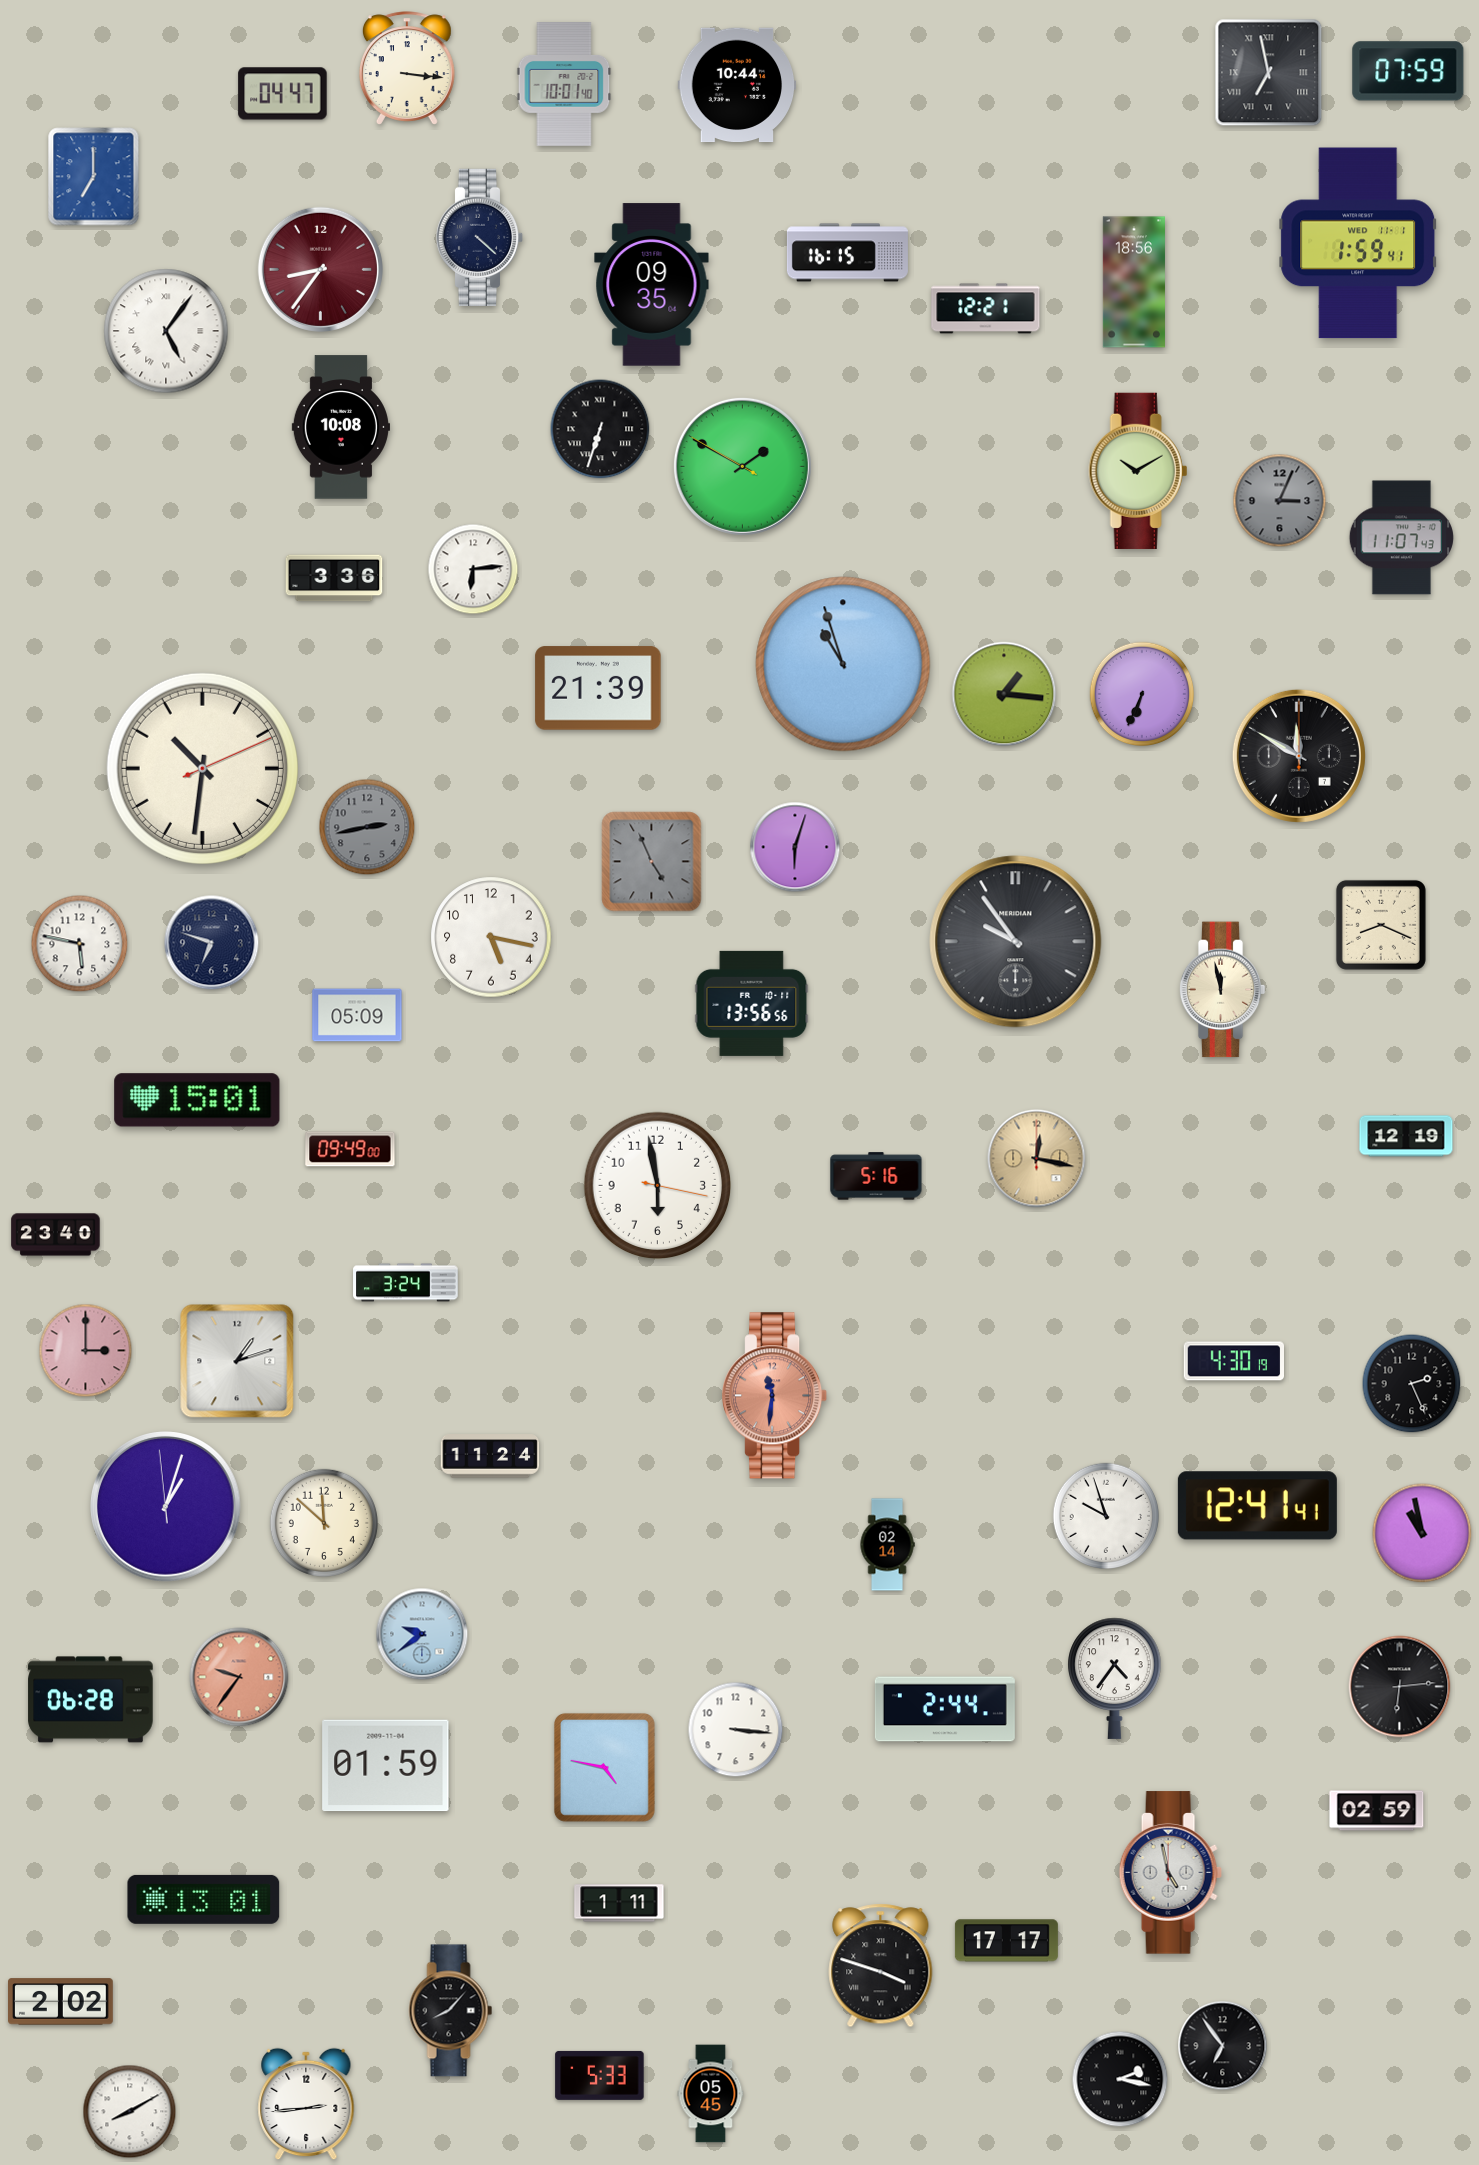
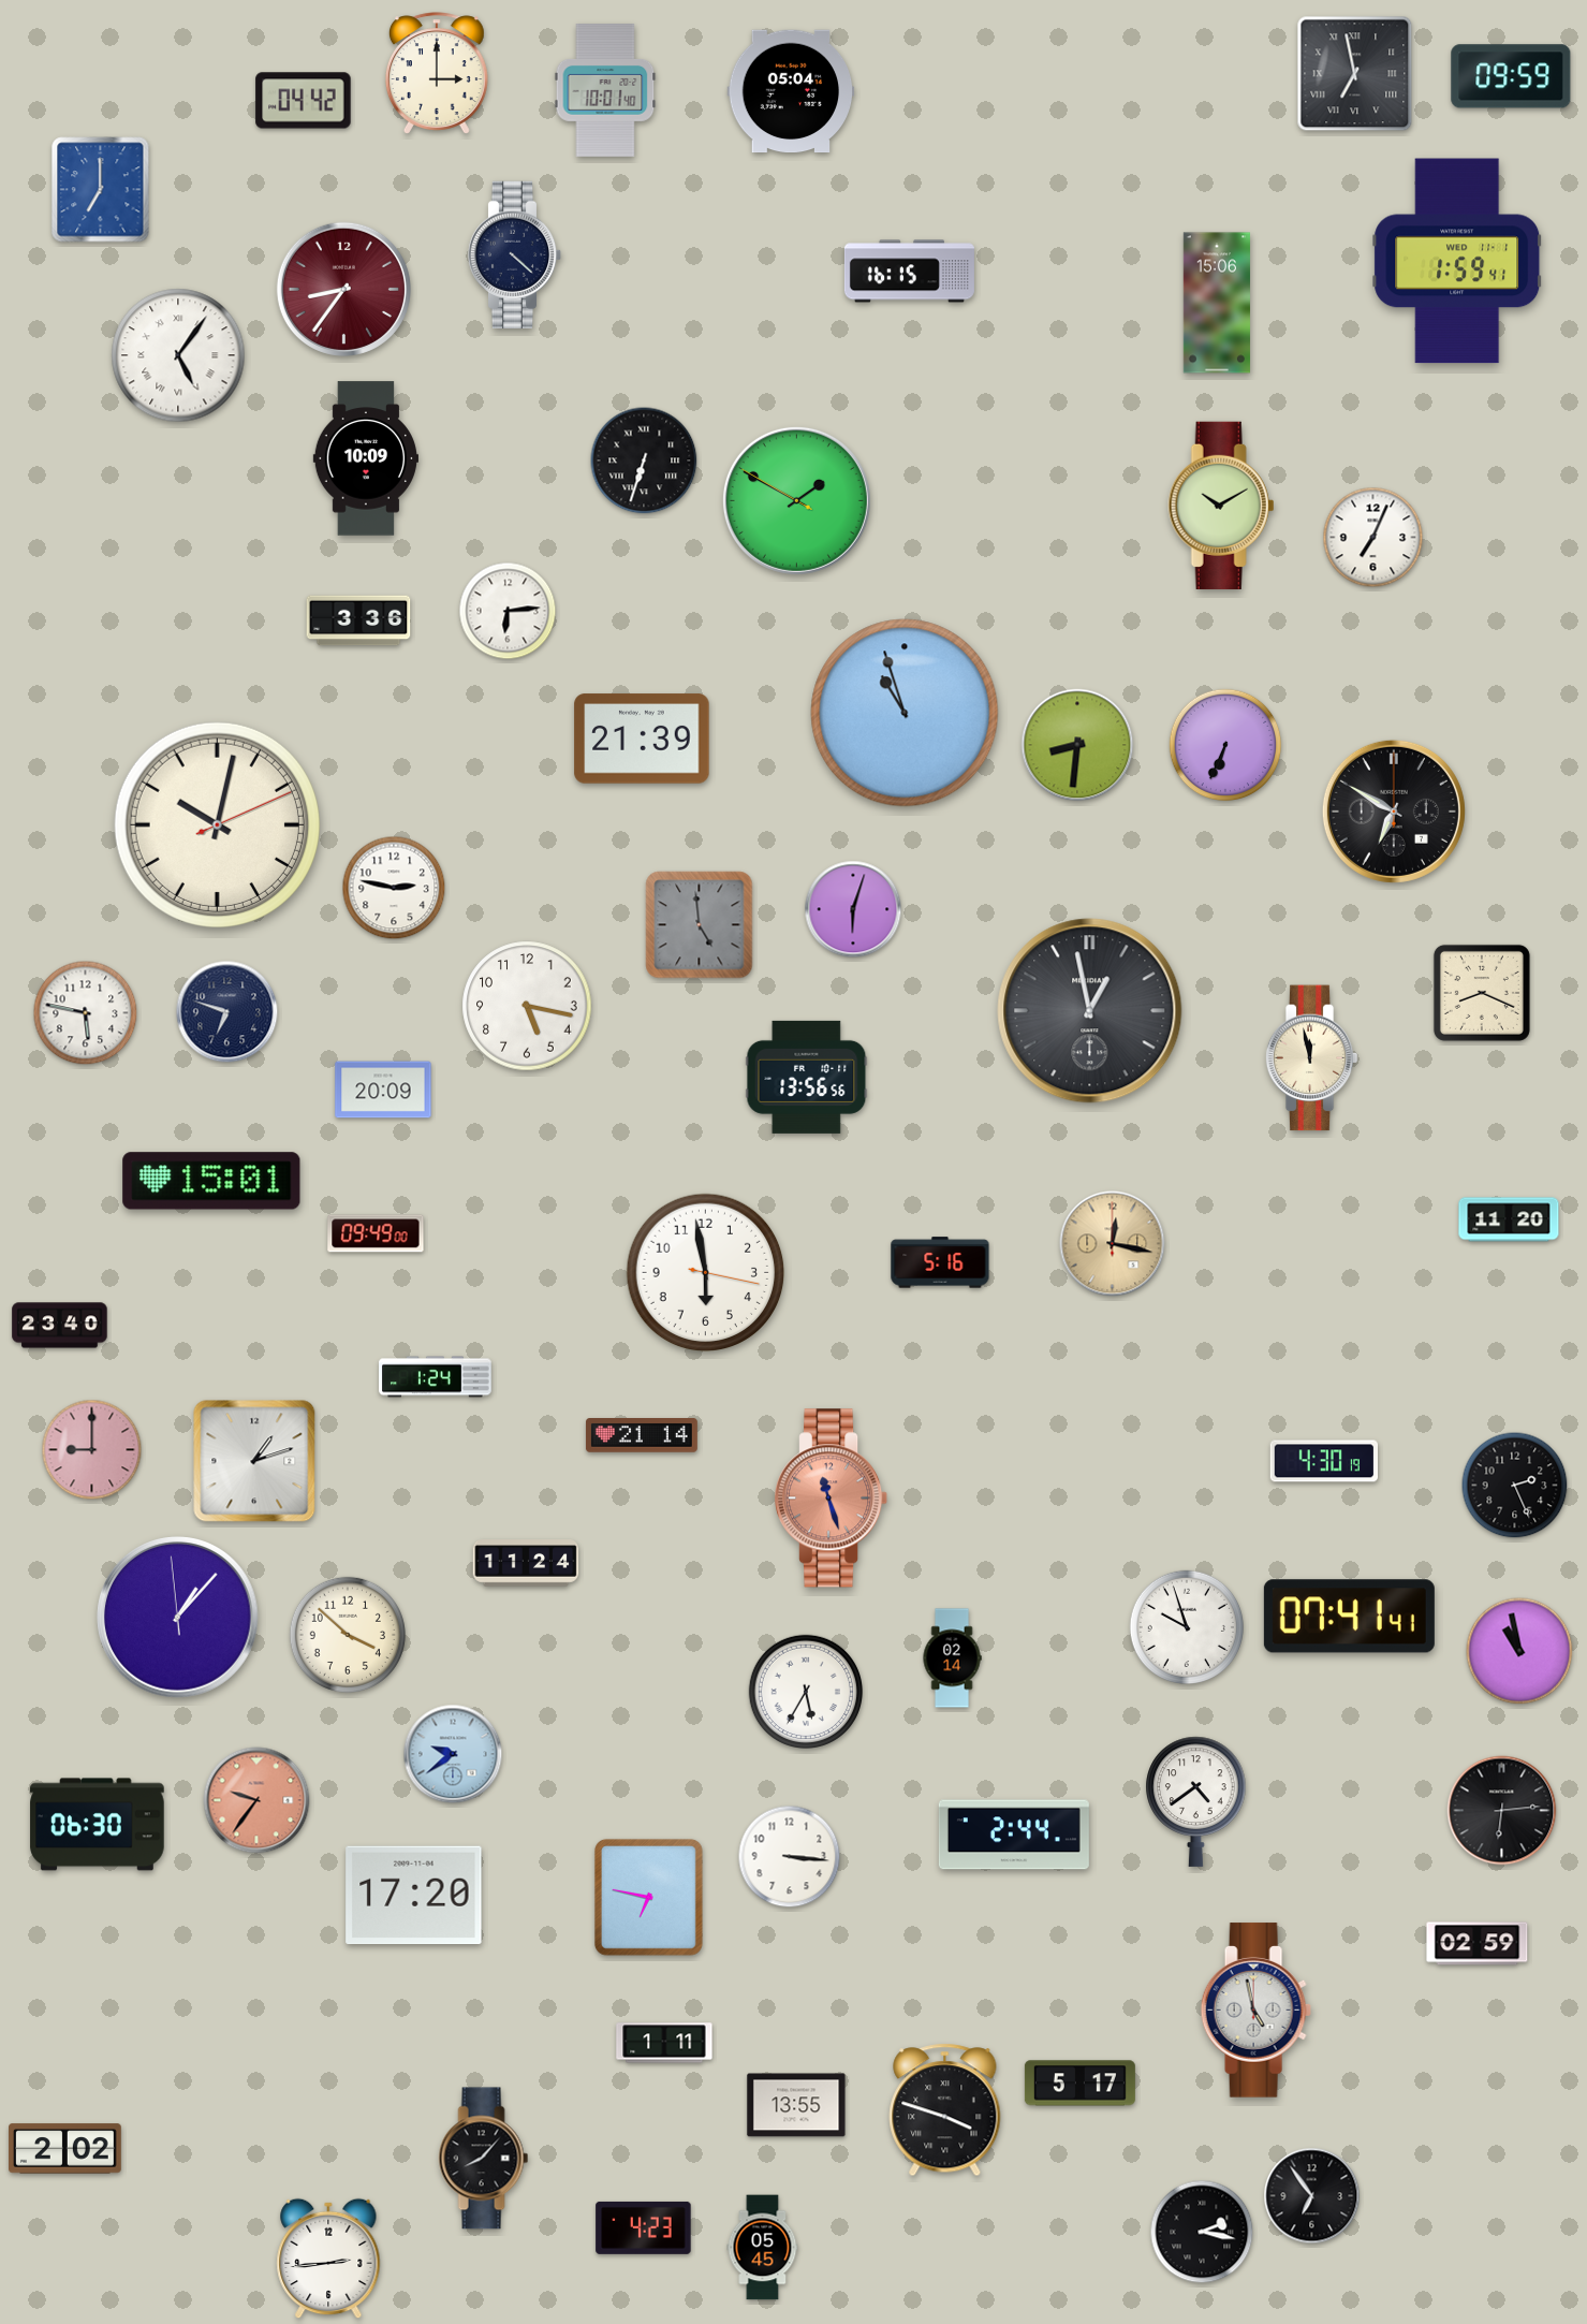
clock at (407, 68): 3:16 -> 3:00
clock at (1408, 71): 07:59 -> 09:59
clock at (1269, 73) position: (1269, 73) -> (1355, 74)
clock at (737, 85): 10:44 -> 05:04
clock at (283, 94): 04:47 -> 04:42
clock at (1134, 282): 18:56 -> 15:06
clock at (652, 285): 09:35 -> none
clock at (986, 309): 12:21 -> none
clock at (340, 427): 10:08 -> 10:09
clock at (1280, 501): 3:04 -> 7:04
clock at (1280, 501) dial: grey -> white
clock at (1401, 538): 11:07 -> none
clock at (1004, 694): 1:16 -> 8:31
clock at (1299, 756): 11:50 -> 6:50
clock at (202, 768): 10:31 -> 10:02
clock at (367, 827): 2:43 -> 2:47
clock at (367, 827) dial: grey -> white
clock at (652, 862): 4:56 -> 4:59
clock at (1016, 942): 9:54 -> 12:58
clock at (1222, 990) position: (1222, 990) -> (1311, 1058)
clock at (357, 1015): 05:09 -> 20:09
clock at (1406, 1136): 12:19 -> 11:20
clock at (406, 1283): 3:24 -> 1:24
clock at (642, 1435): none -> 21:14
clock at (86, 1351): 3:00 -> 9:00
clock at (776, 1396): 11:31 -> 11:27
clock at (1257, 1506): 12:41 -> 07:41
clock at (166, 1507): 1:02 -> 1:06
clock at (324, 1523): 11:52 -> 3:52
clock at (1422, 1533) position: (1422, 1533) -> (1519, 1651)
clock at (805, 1691): none -> 5:35
clock at (1115, 1678): 4:36 -> 4:39
clock at (91, 1700): 06:28 -> 06:30
clock at (386, 1766): 01:59 -> 17:20
clock at (604, 1767): 4:47 -> 6:47
clock at (204, 1899): 13:01 -> none
clock at (1006, 1941): 17:17 -> 5:17
clock at (796, 2105): none -> 13:55
clock at (600, 2075): 5:33 -> 4:23
clock at (130, 2112): 8:10 -> none
